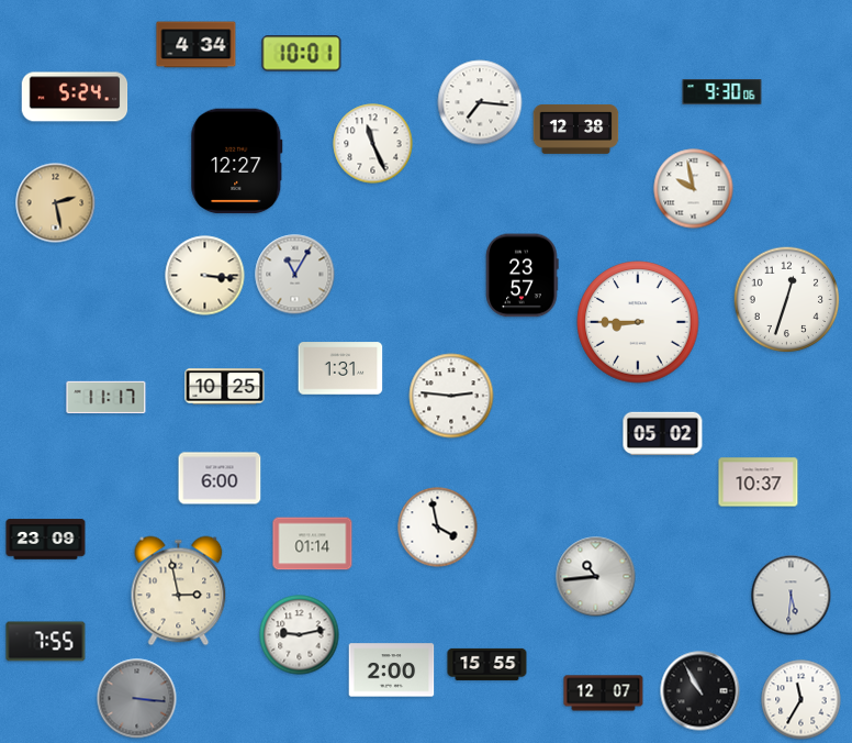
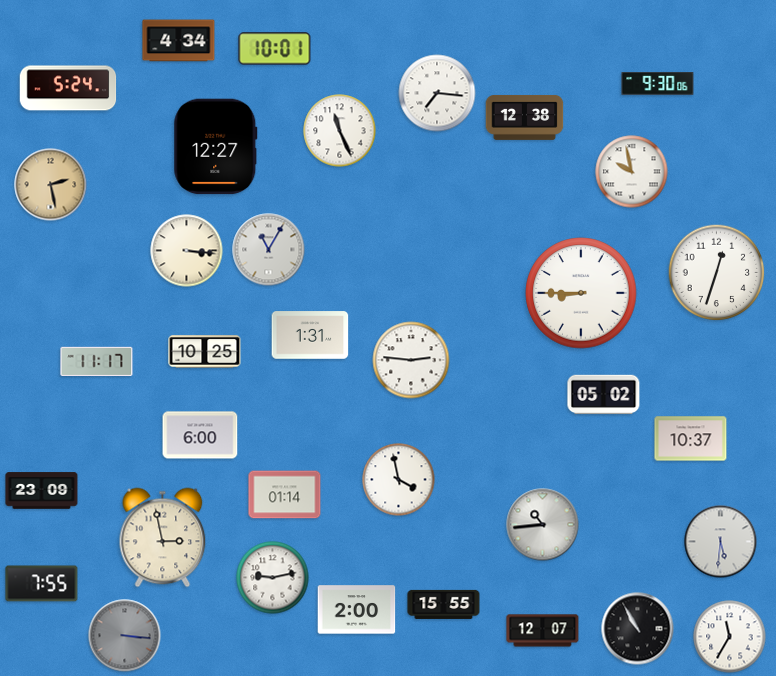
clock at (523, 276): 23:57 -> none
clock at (604, 694) position: (604, 694) -> (543, 631)
